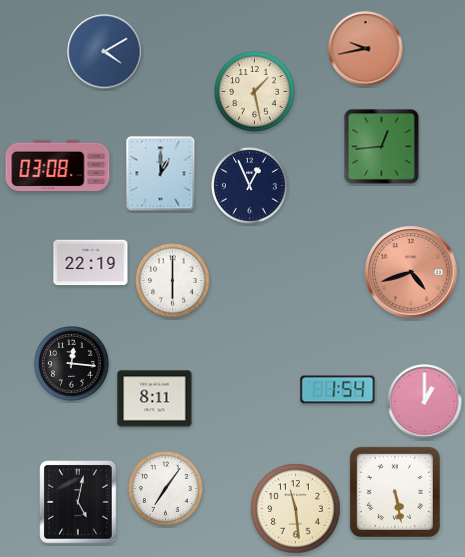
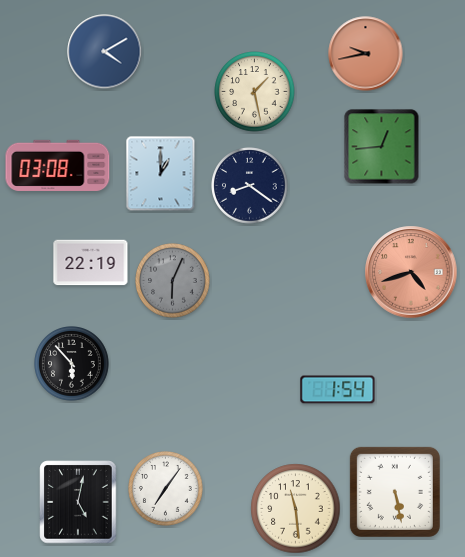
clock at (366, 49) position: (366, 49) -> (366, 54)
clock at (250, 186): 12:56 -> 8:21
clock at (173, 281): 6:00 -> 6:04
clock at (173, 281) dial: white -> grey
clock at (72, 364): 12:16 -> 5:53
clock at (155, 399): 8:11 -> none
clock at (425, 402): 1:00 -> none
